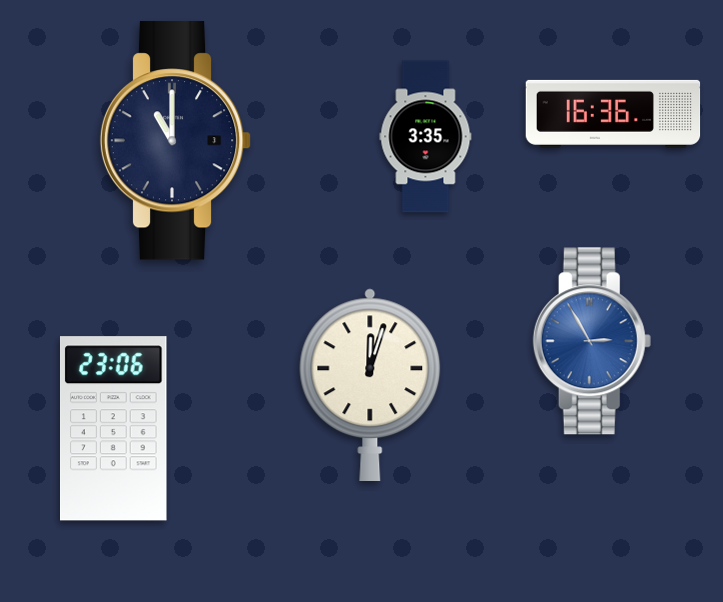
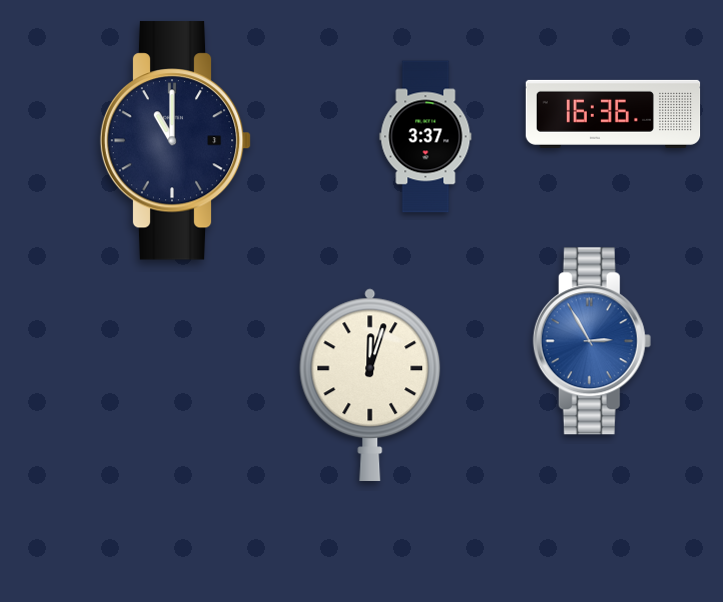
clock at (426, 137): 3:35 -> 3:37
clock at (114, 429): 23:06 -> none
